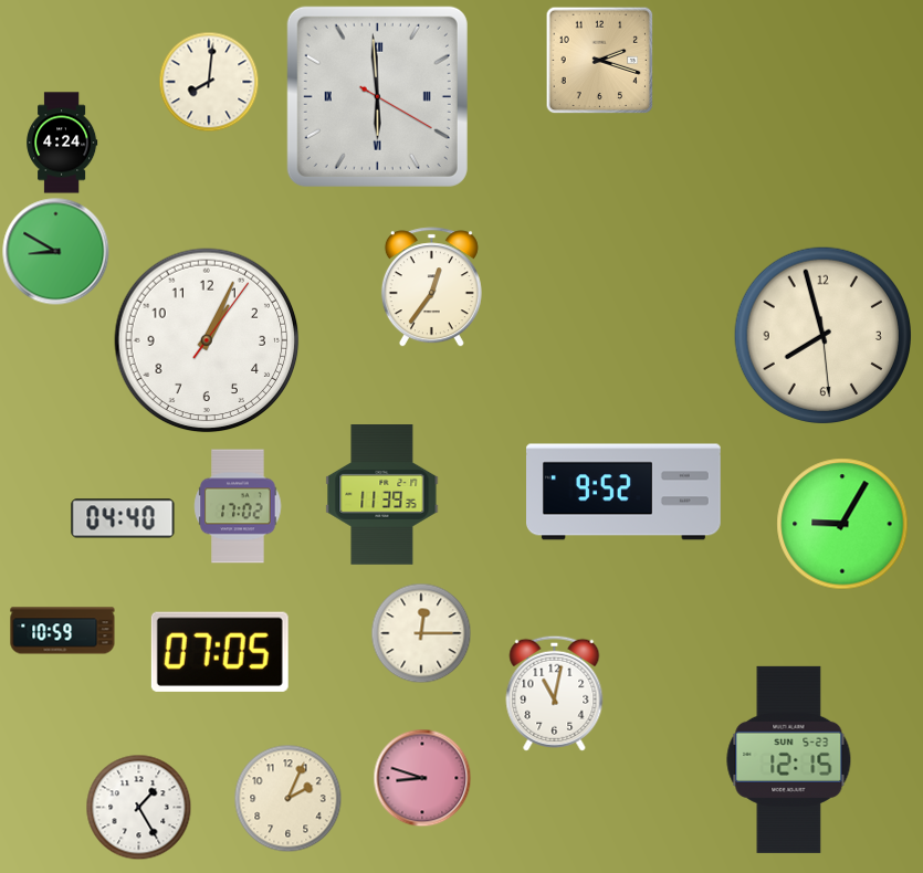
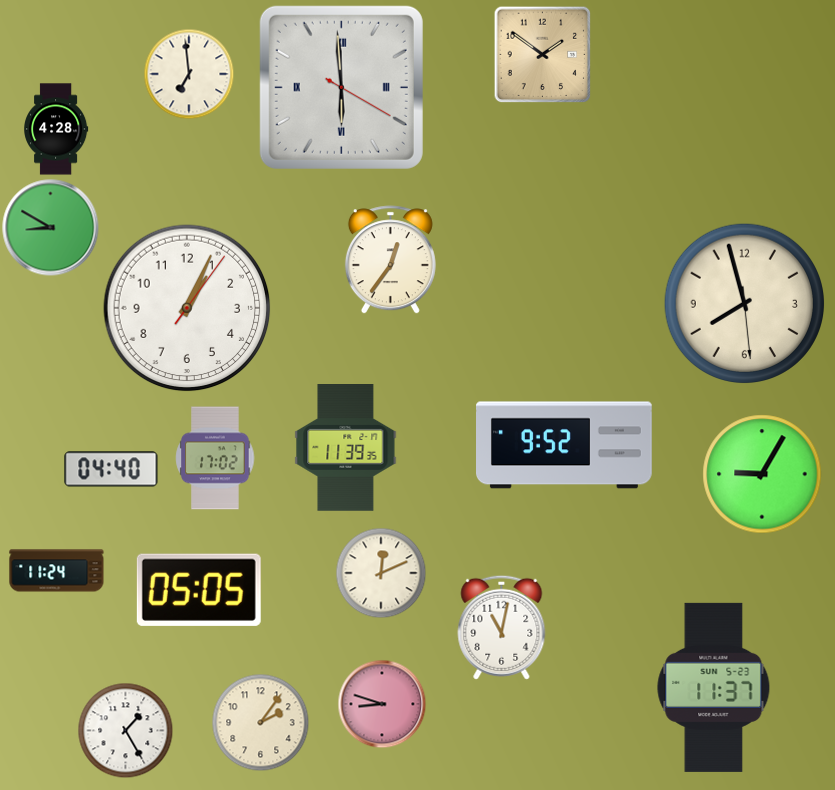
clock at (599, 60): 2:18 -> 1:51
clock at (209, 82): 8:01 -> 6:59
clock at (63, 143): 4:24 -> 4:28
clock at (63, 631): 10:59 -> 11:24
clock at (421, 633): 12:15 -> 12:11
clock at (220, 652): 07:05 -> 05:05
clock at (789, 759): 12:15 -> 11:37
clock at (287, 798): 2:04 -> 2:06
